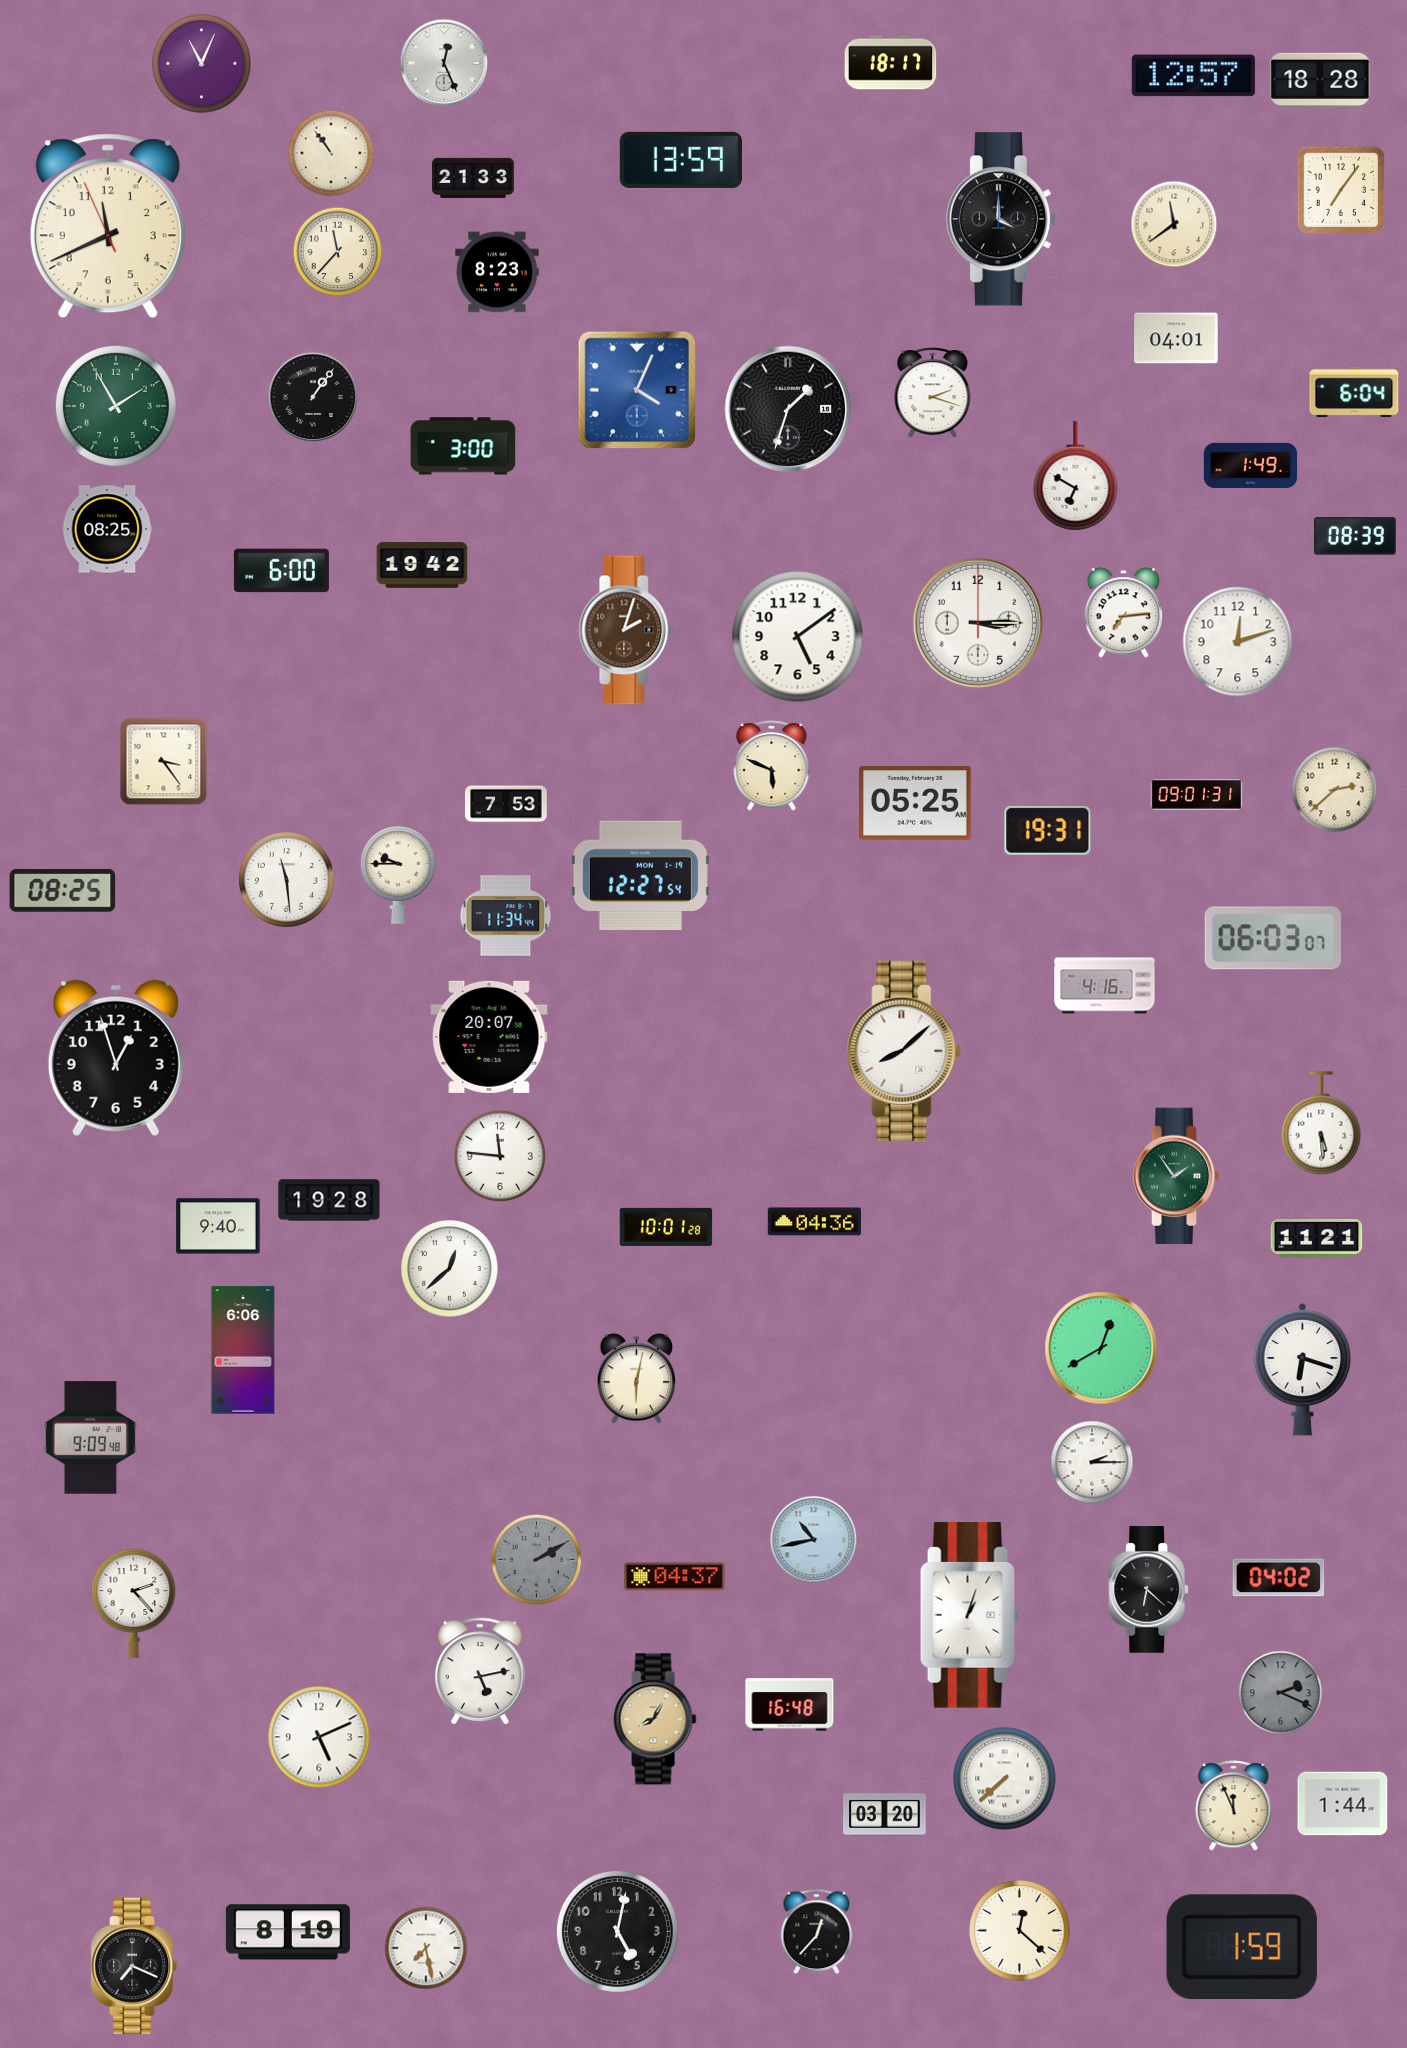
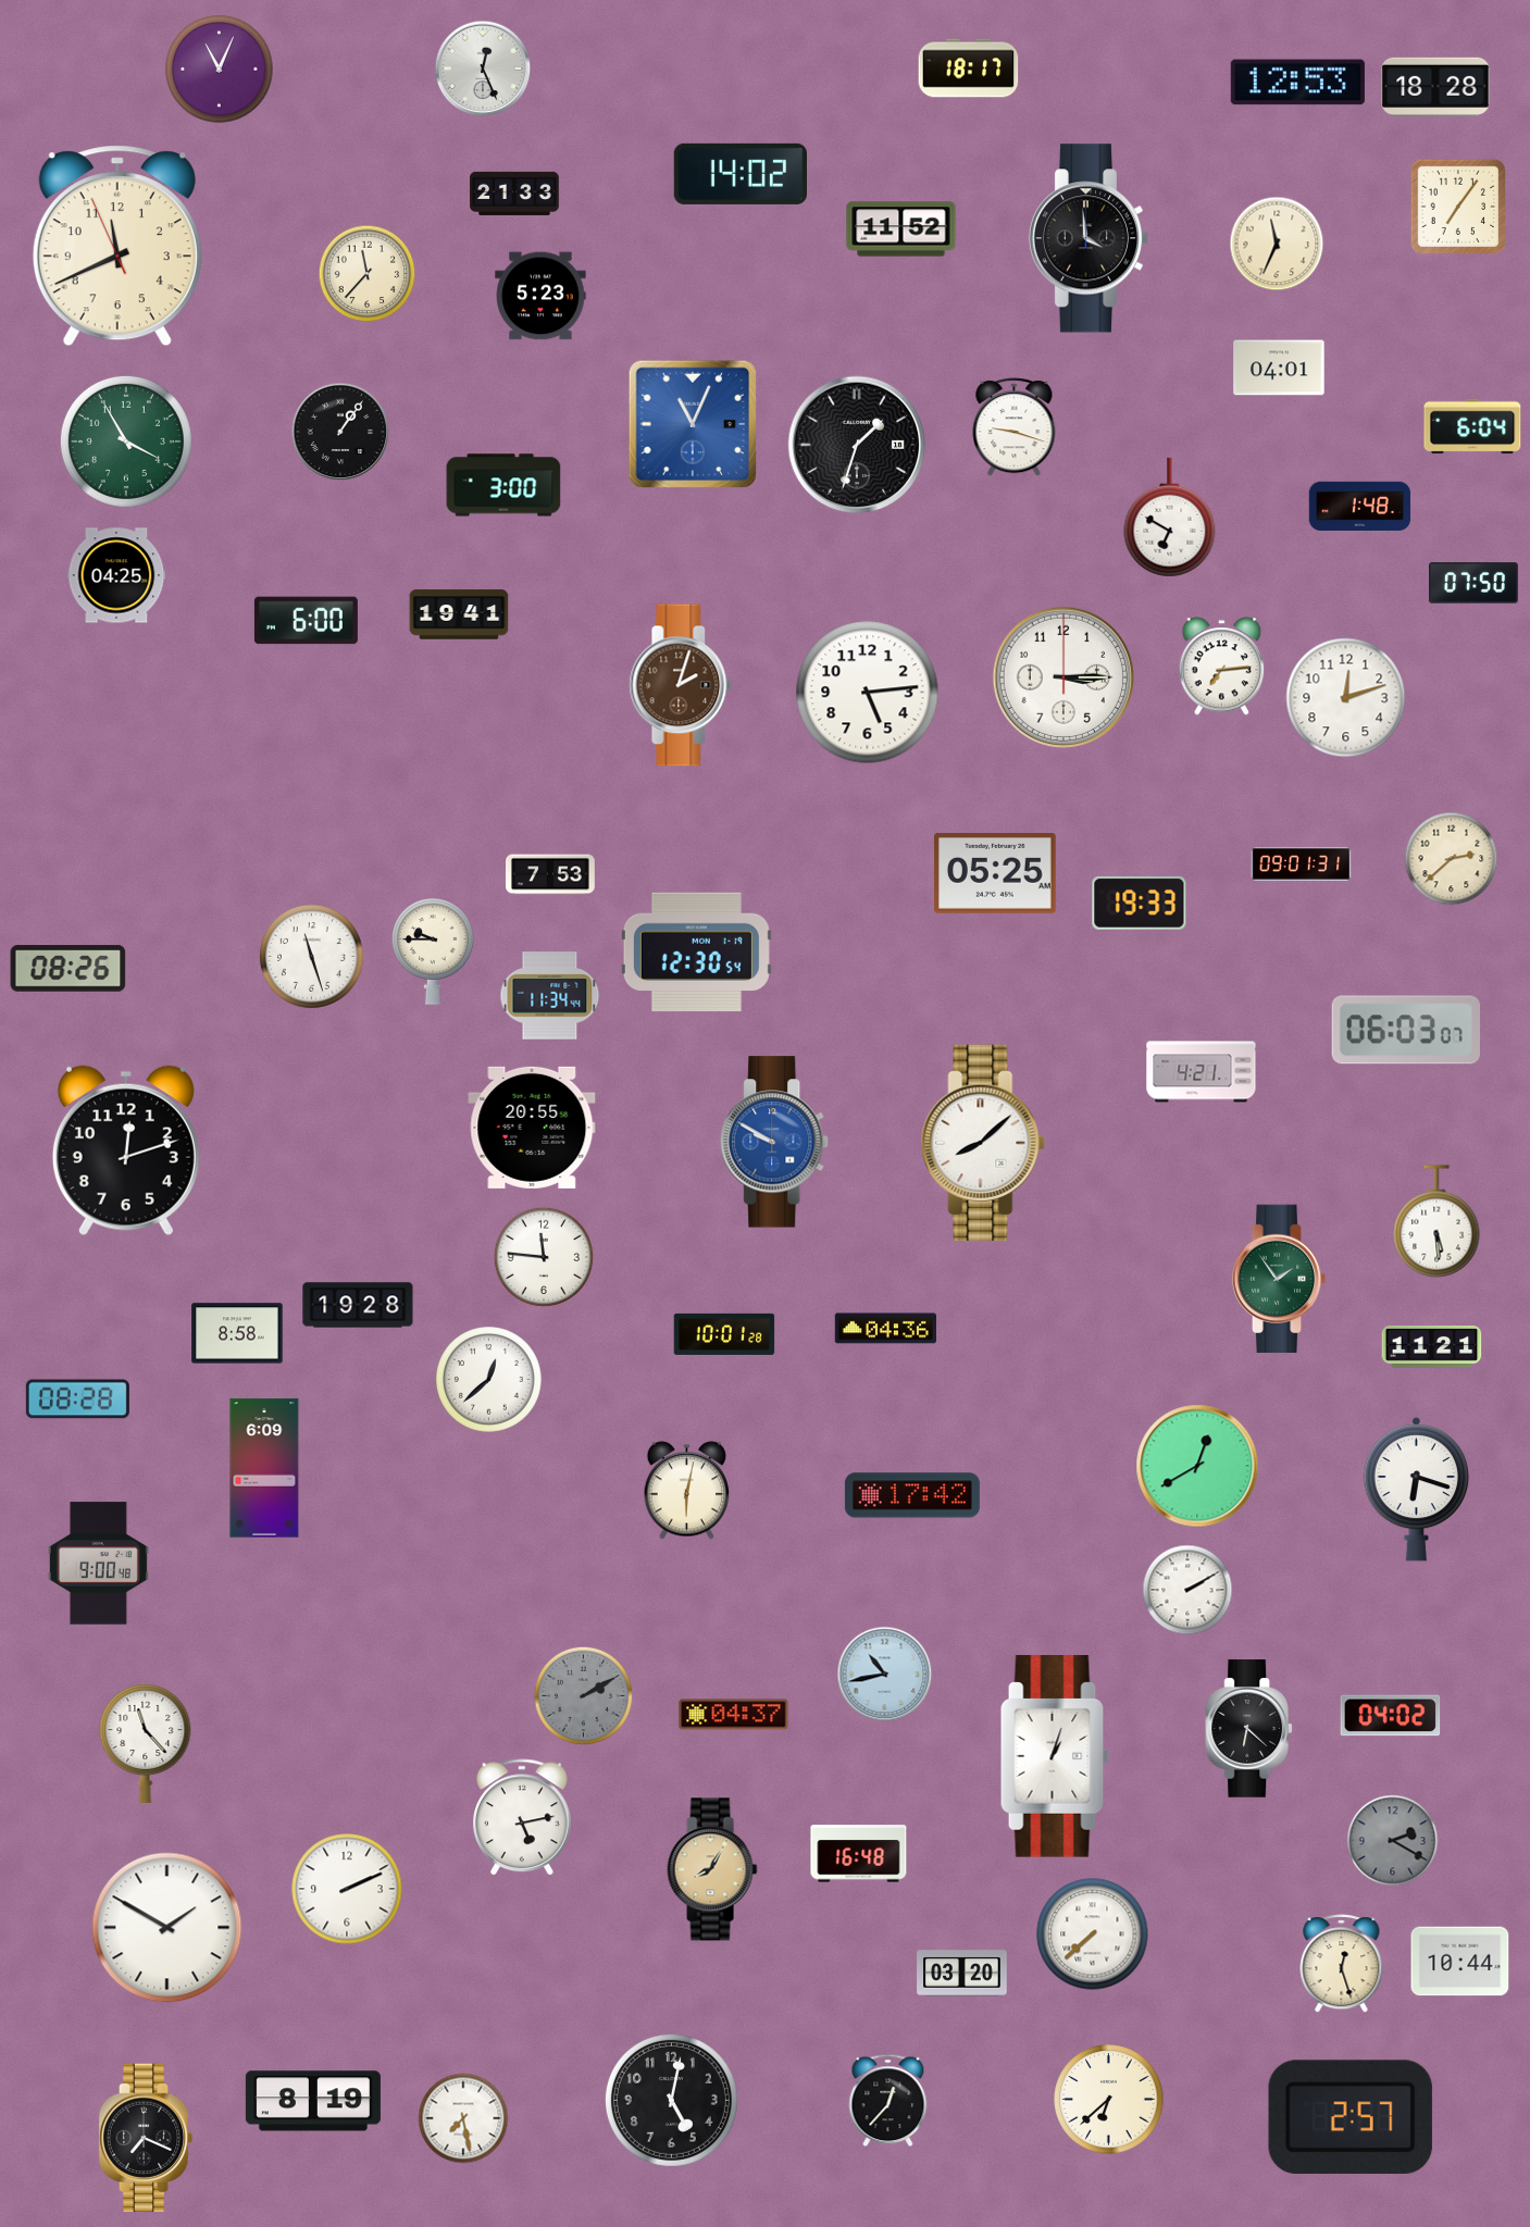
clock at (1193, 76): 12:57 -> 12:53
clock at (331, 153): 10:54 -> none
clock at (680, 160): 13:59 -> 14:02
clock at (901, 229): none -> 11:52
clock at (1001, 219): 4:00 -> 3:59
clock at (1174, 224): 11:39 -> 11:34
clock at (497, 272): 8:23 -> 5:23
clock at (637, 390): 4:04 -> 11:04
clock at (933, 393): 2:18 -> 9:18
clock at (116, 406): 1:55 -> 3:55
clock at (1251, 465): 1:49 -> 1:48
clock at (107, 529): 08:25 -> 04:25
clock at (1356, 536): 08:39 -> 07:50
clock at (422, 565): 19:42 -> 19:41
clock at (798, 637): 5:09 -> 5:14
clock at (164, 762): 3:24 -> none
clock at (772, 766): 5:49 -> none
clock at (1048, 830): 19:31 -> 19:33
clock at (640, 876): 12:27 -> 12:30
clock at (286, 879): 11:29 -> 11:27
clock at (63, 891): 08:25 -> 08:26
clock at (1272, 938) position: (1272, 938) -> (1405, 1030)
clock at (1105, 986): 4:16 -> 4:21
clock at (489, 1037): 20:07 -> 20:55
clock at (775, 1142): none -> 9:50
clock at (116, 1058): 12:57 -> 12:12
clock at (218, 1226): 9:40 -> 8:58
clock at (77, 1399): none -> 08:28
clock at (243, 1350): 6:06 -> 6:09
clock at (912, 1495): none -> 17:42
clock at (637, 1379) position: (637, 1379) -> (687, 1491)
clock at (90, 1438): 9:09 -> 9:00
clock at (1092, 1462): 2:15 -> 2:10
clock at (134, 1603): 2:23 -> 11:23
clock at (1281, 1693): 2:19 -> 2:20
clock at (319, 1737): 5:11 -> 2:11
clock at (167, 1928): none -> 1:50
clock at (1343, 1804): 1:44 -> 10:44
clock at (1234, 1806): 11:56 -> 12:27
clock at (1020, 1931): 12:22 -> 6:38
clock at (1242, 1947): 1:59 -> 2:57
